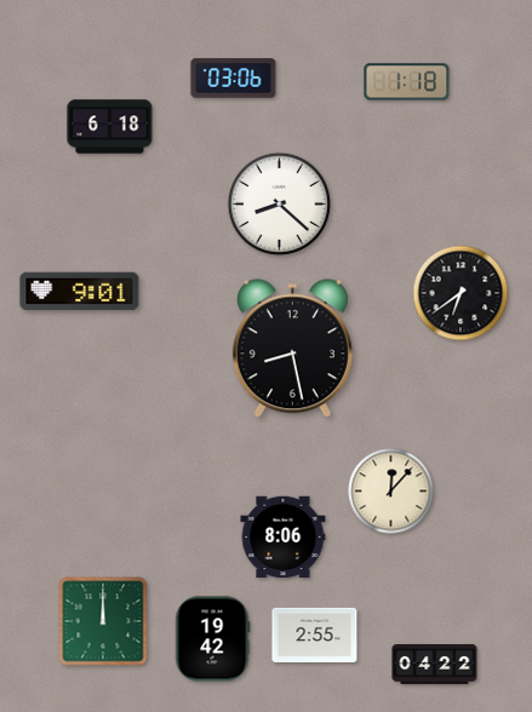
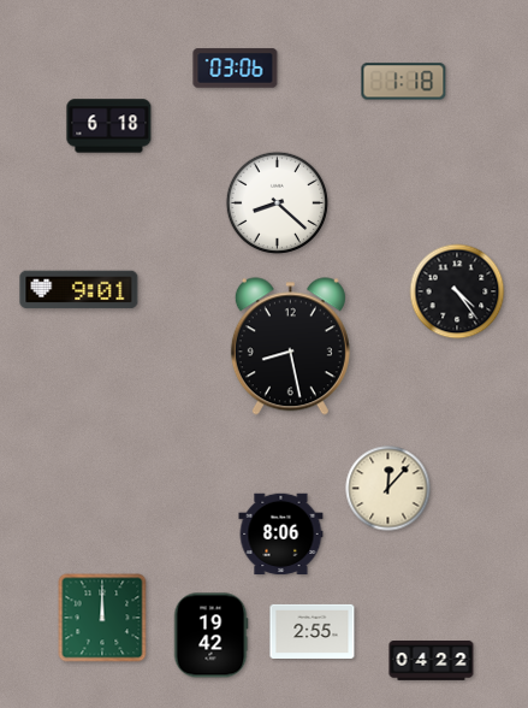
clock at (234, 79) position: (234, 79) -> (236, 69)
clock at (461, 293): 6:39 -> 4:24
